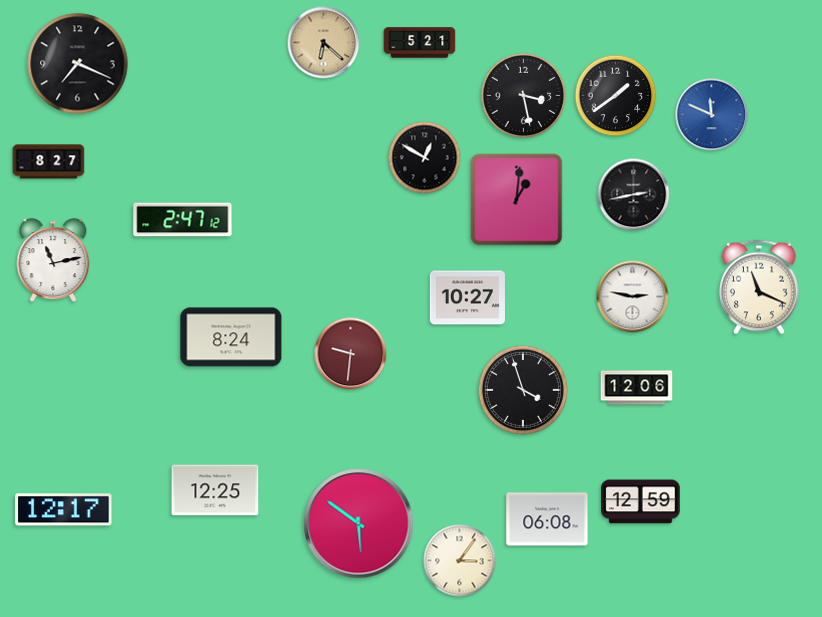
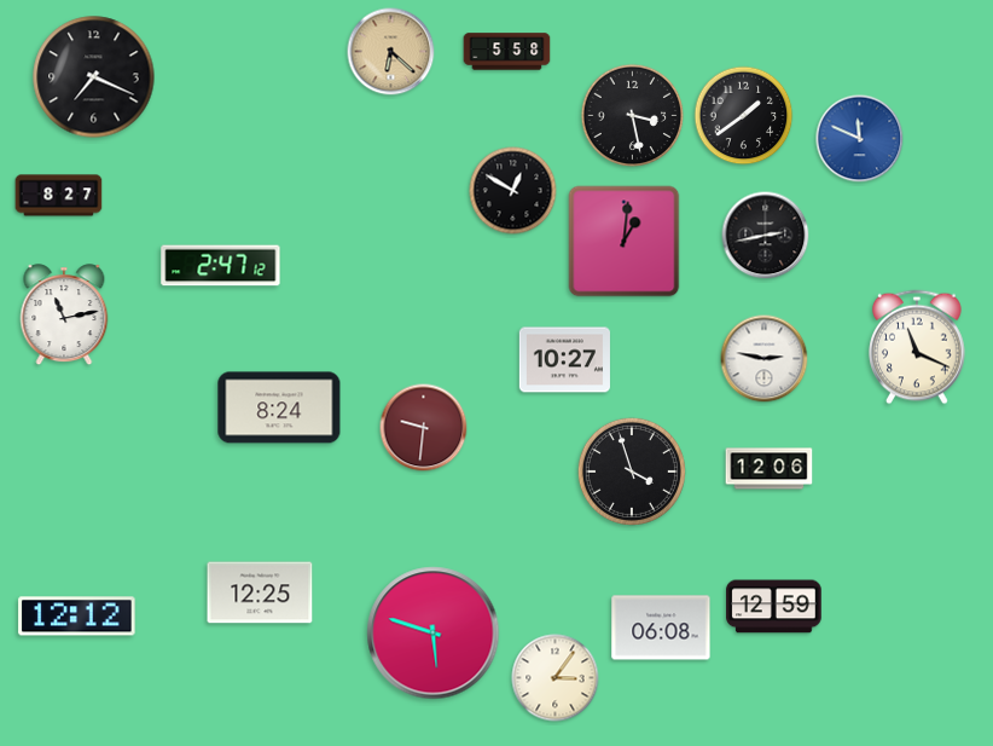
clock at (420, 43): 5:21 -> 5:58
clock at (64, 510): 12:17 -> 12:12
clock at (359, 524): 5:51 -> 5:48
